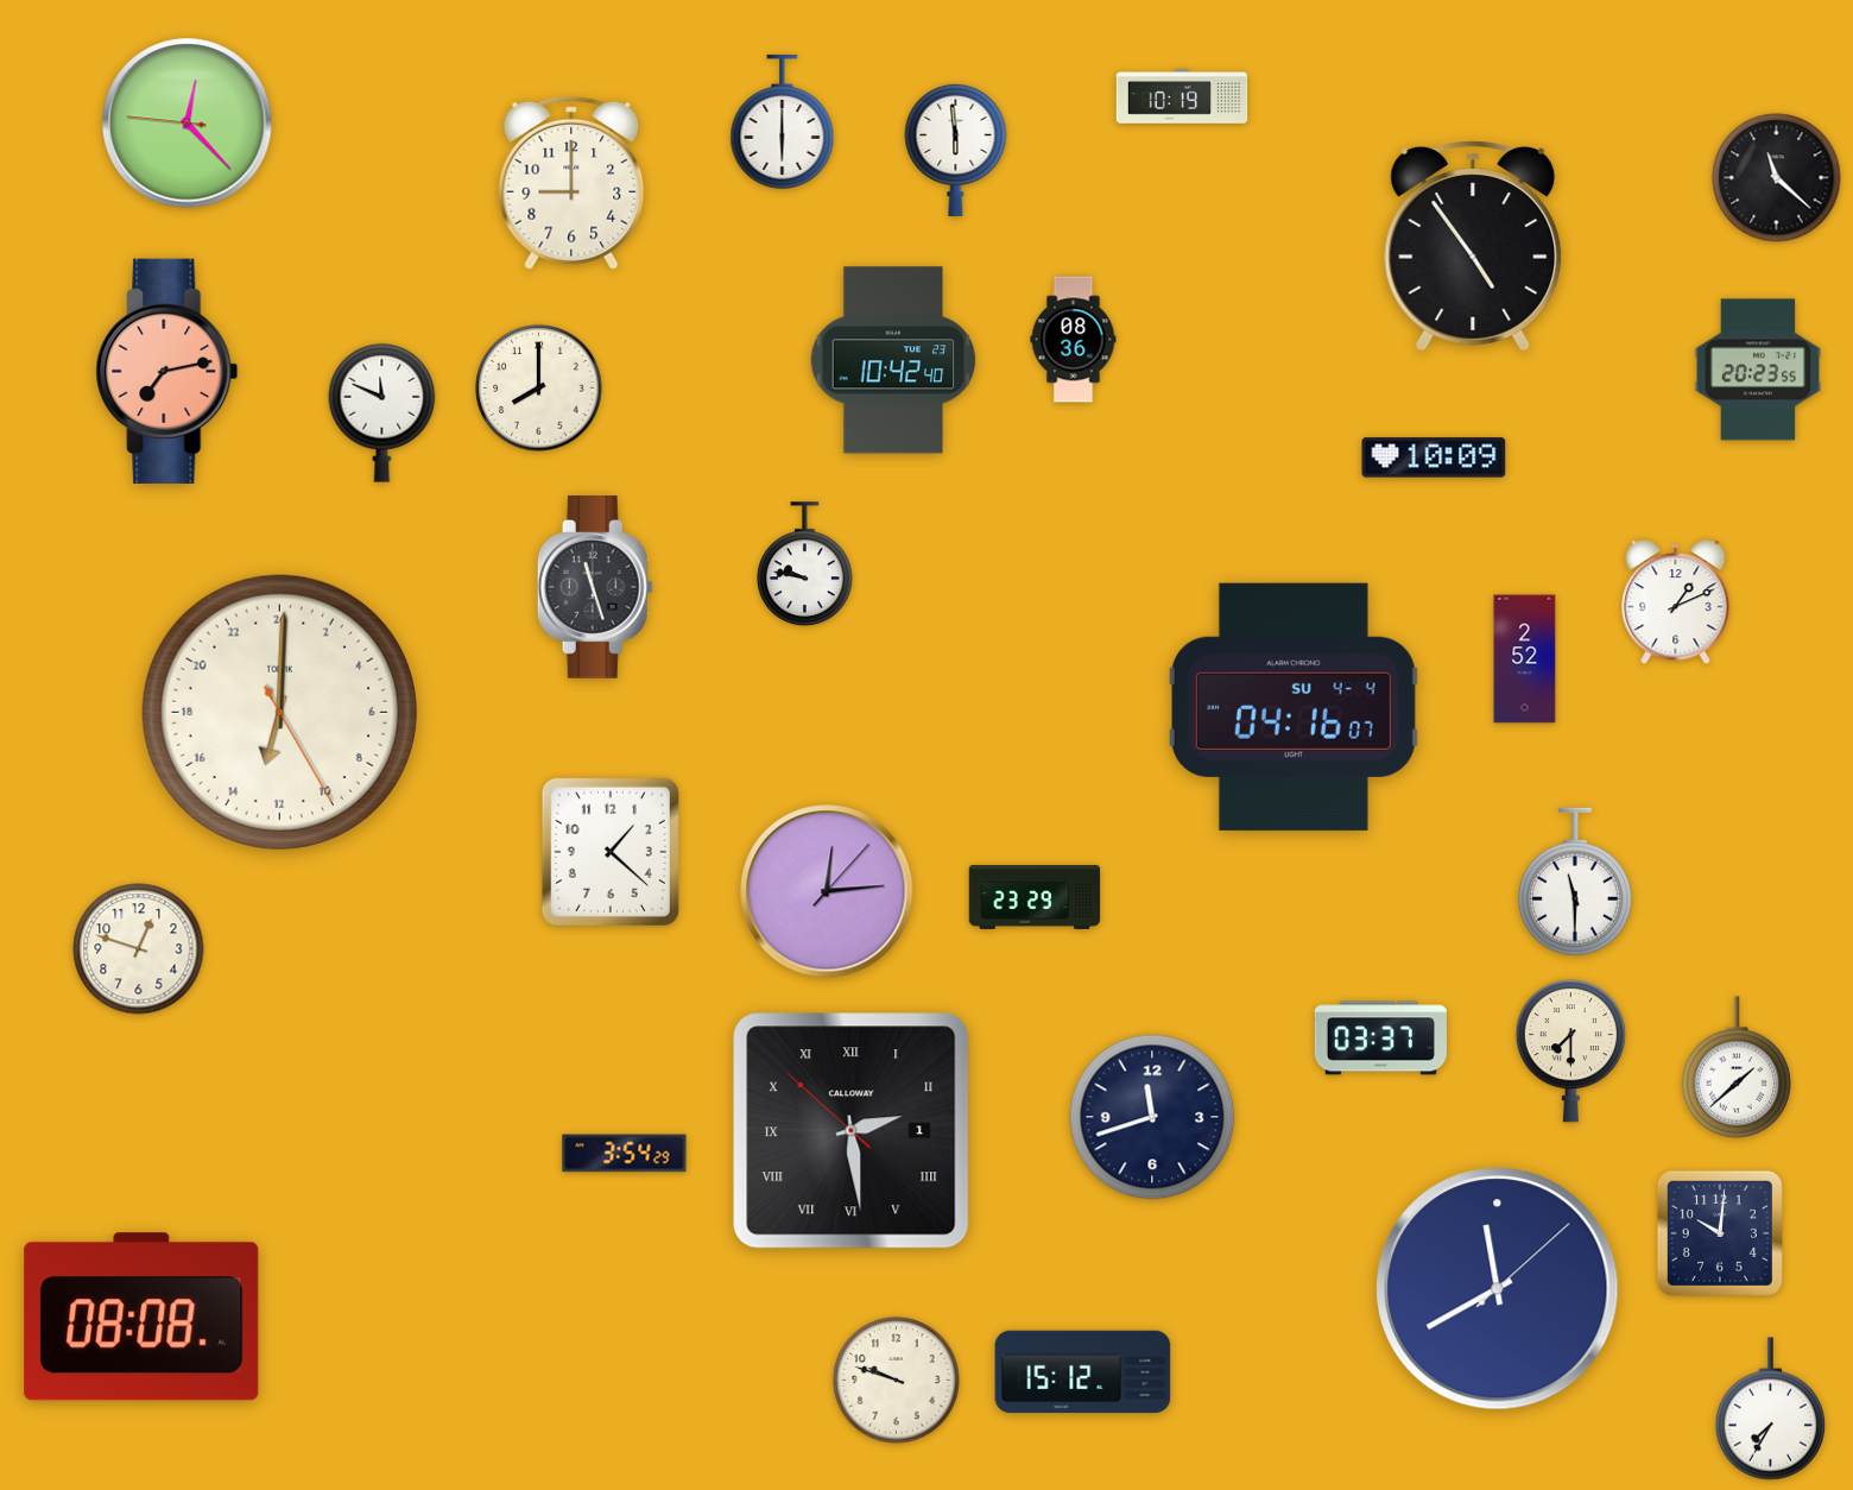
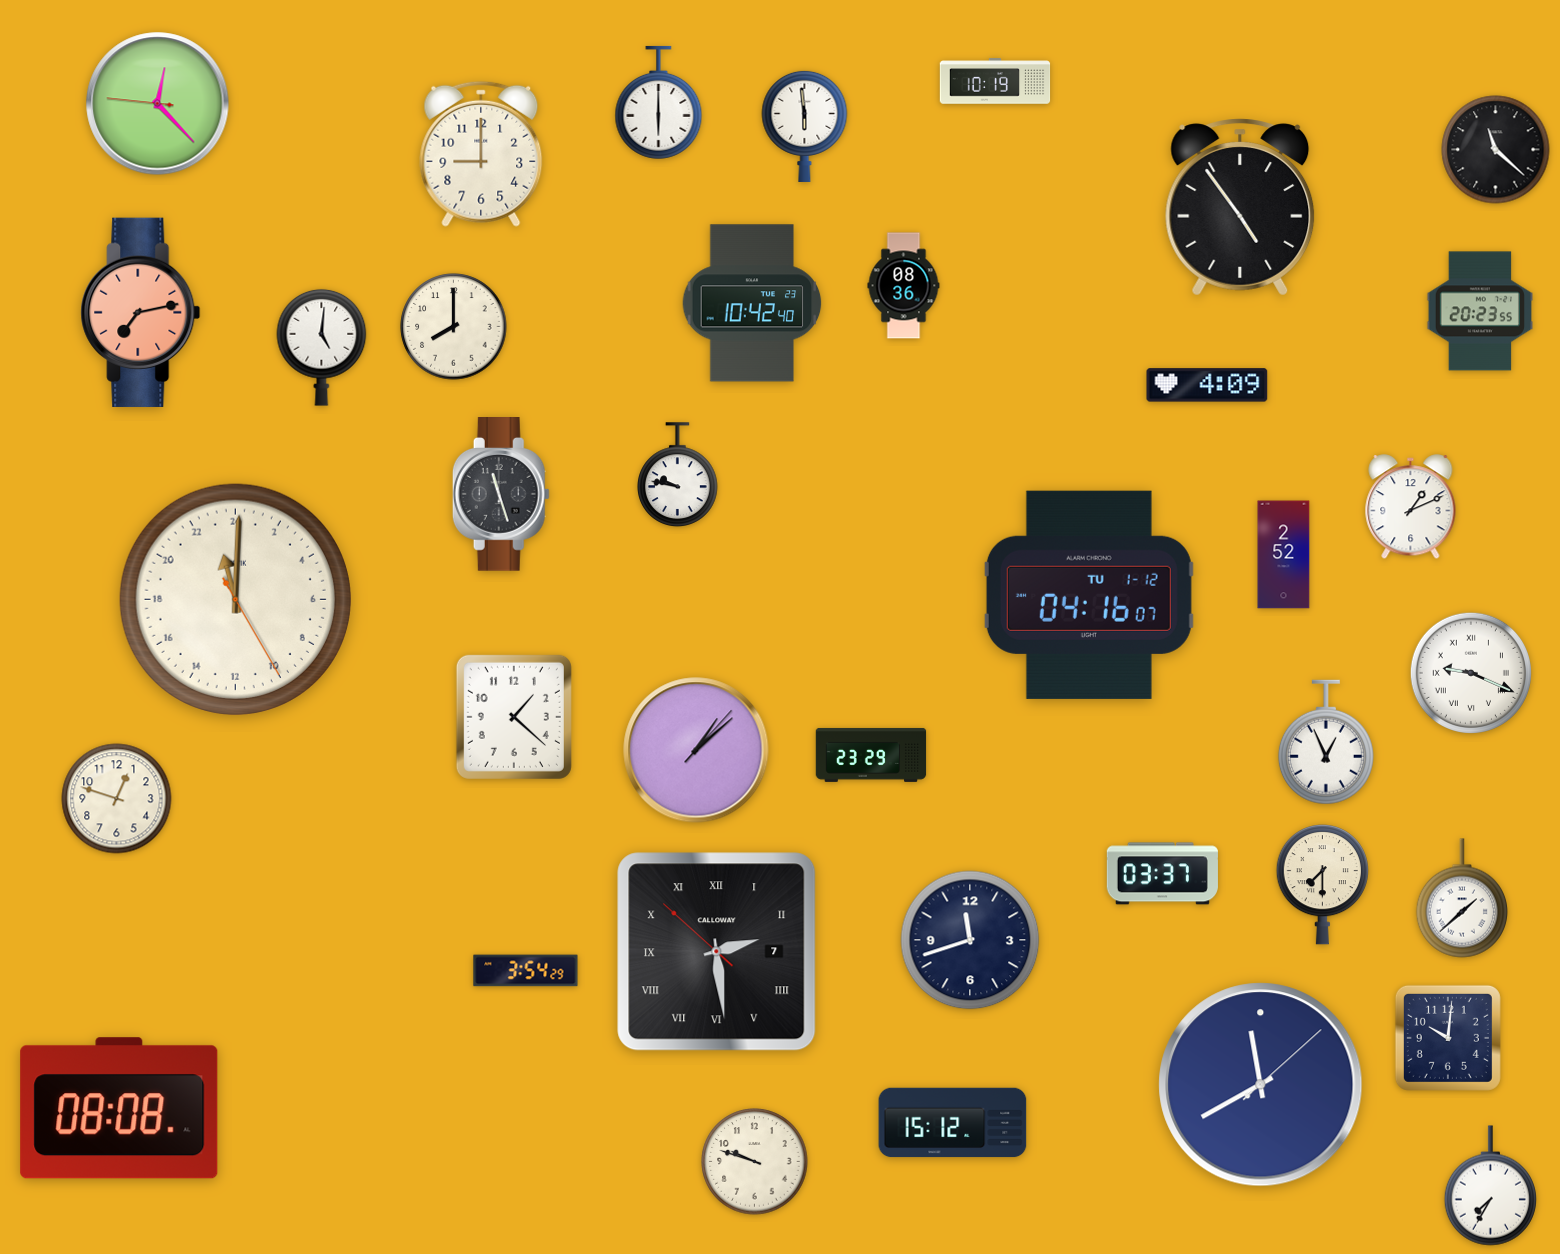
clock at (382, 412): 11:49 -> 5:01
clock at (1434, 457): 10:09 -> 4:09
clock at (1294, 707) date: SU 4-4 -> TU 1-12
clock at (279, 712): 13:00 -> 23:00
clock at (1471, 673): none -> 9:19
clock at (1575, 882): 11:30 -> 12:56
clock at (827, 891): 12:14 -> 1:08
clock at (852, 1131) date: 1 -> 7
clock at (1083, 1372) position: (1083, 1372) -> (953, 1123)
